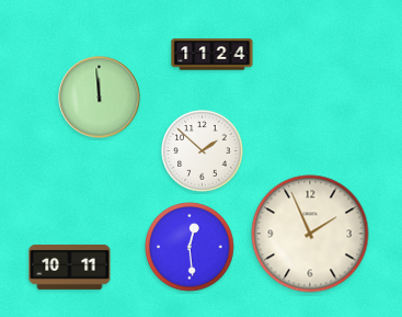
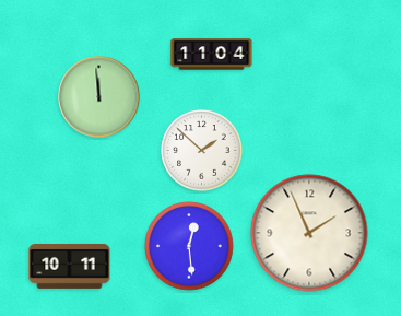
clock at (213, 55): 11:24 -> 11:04
